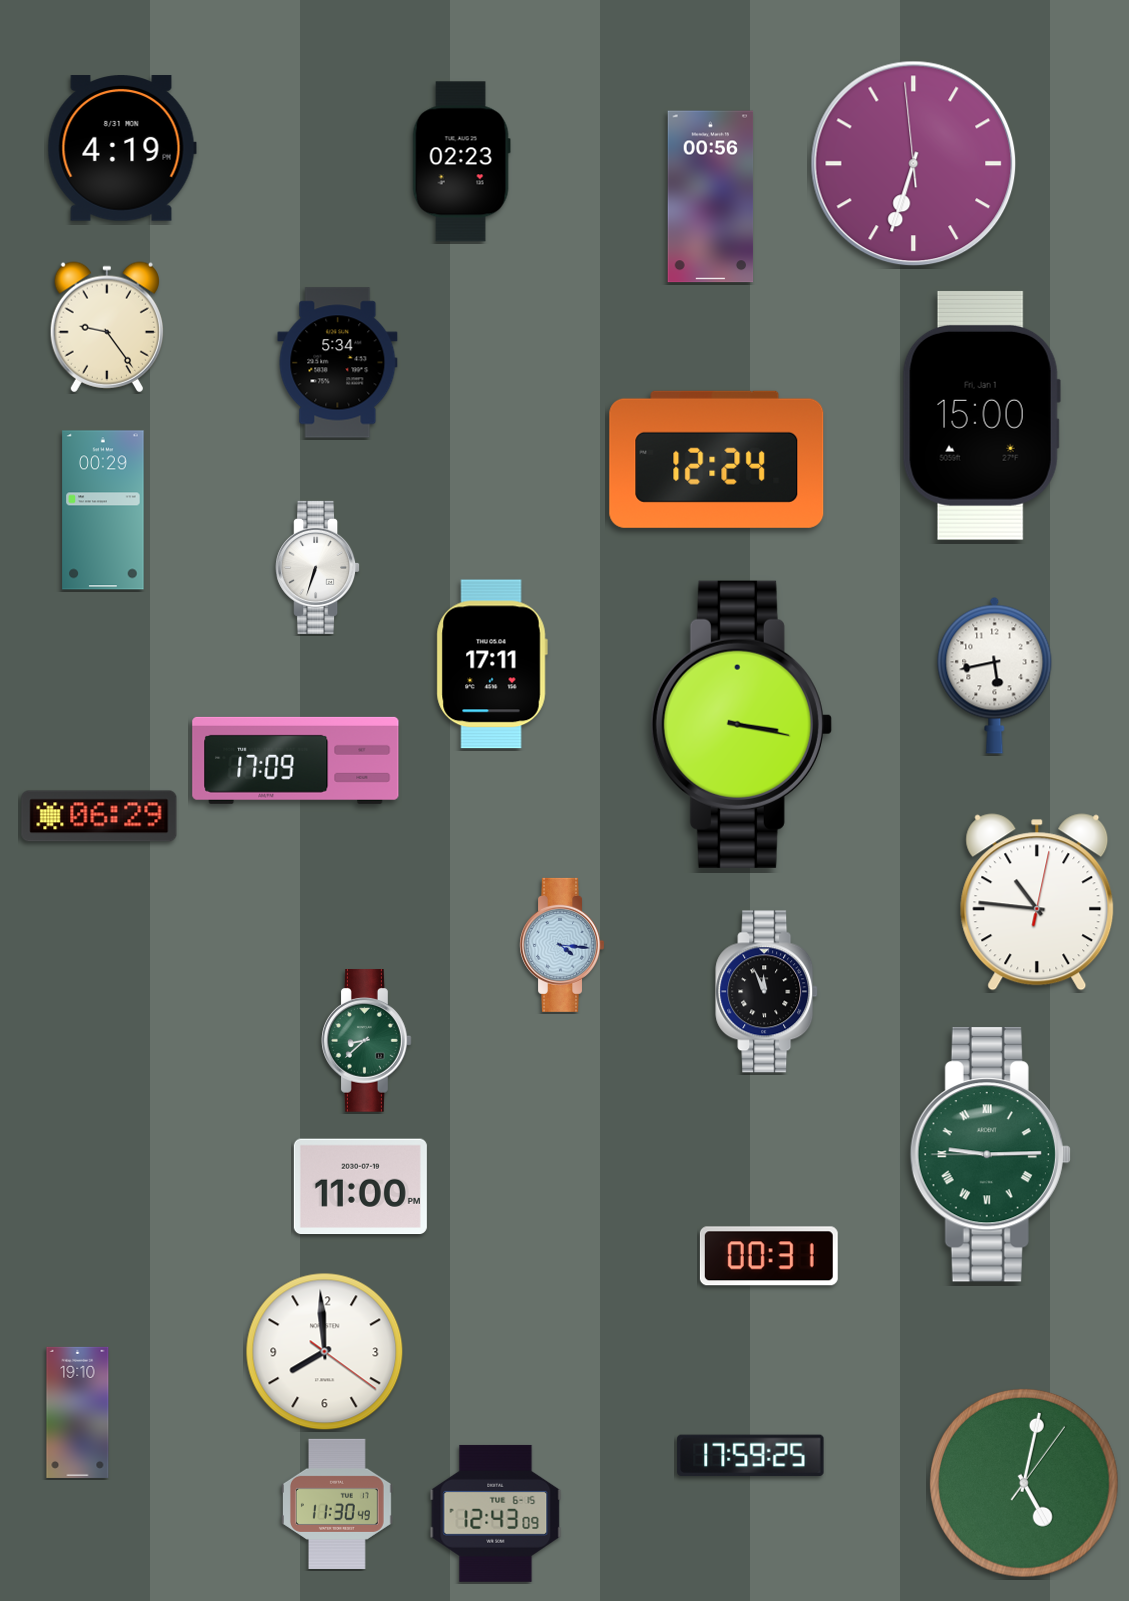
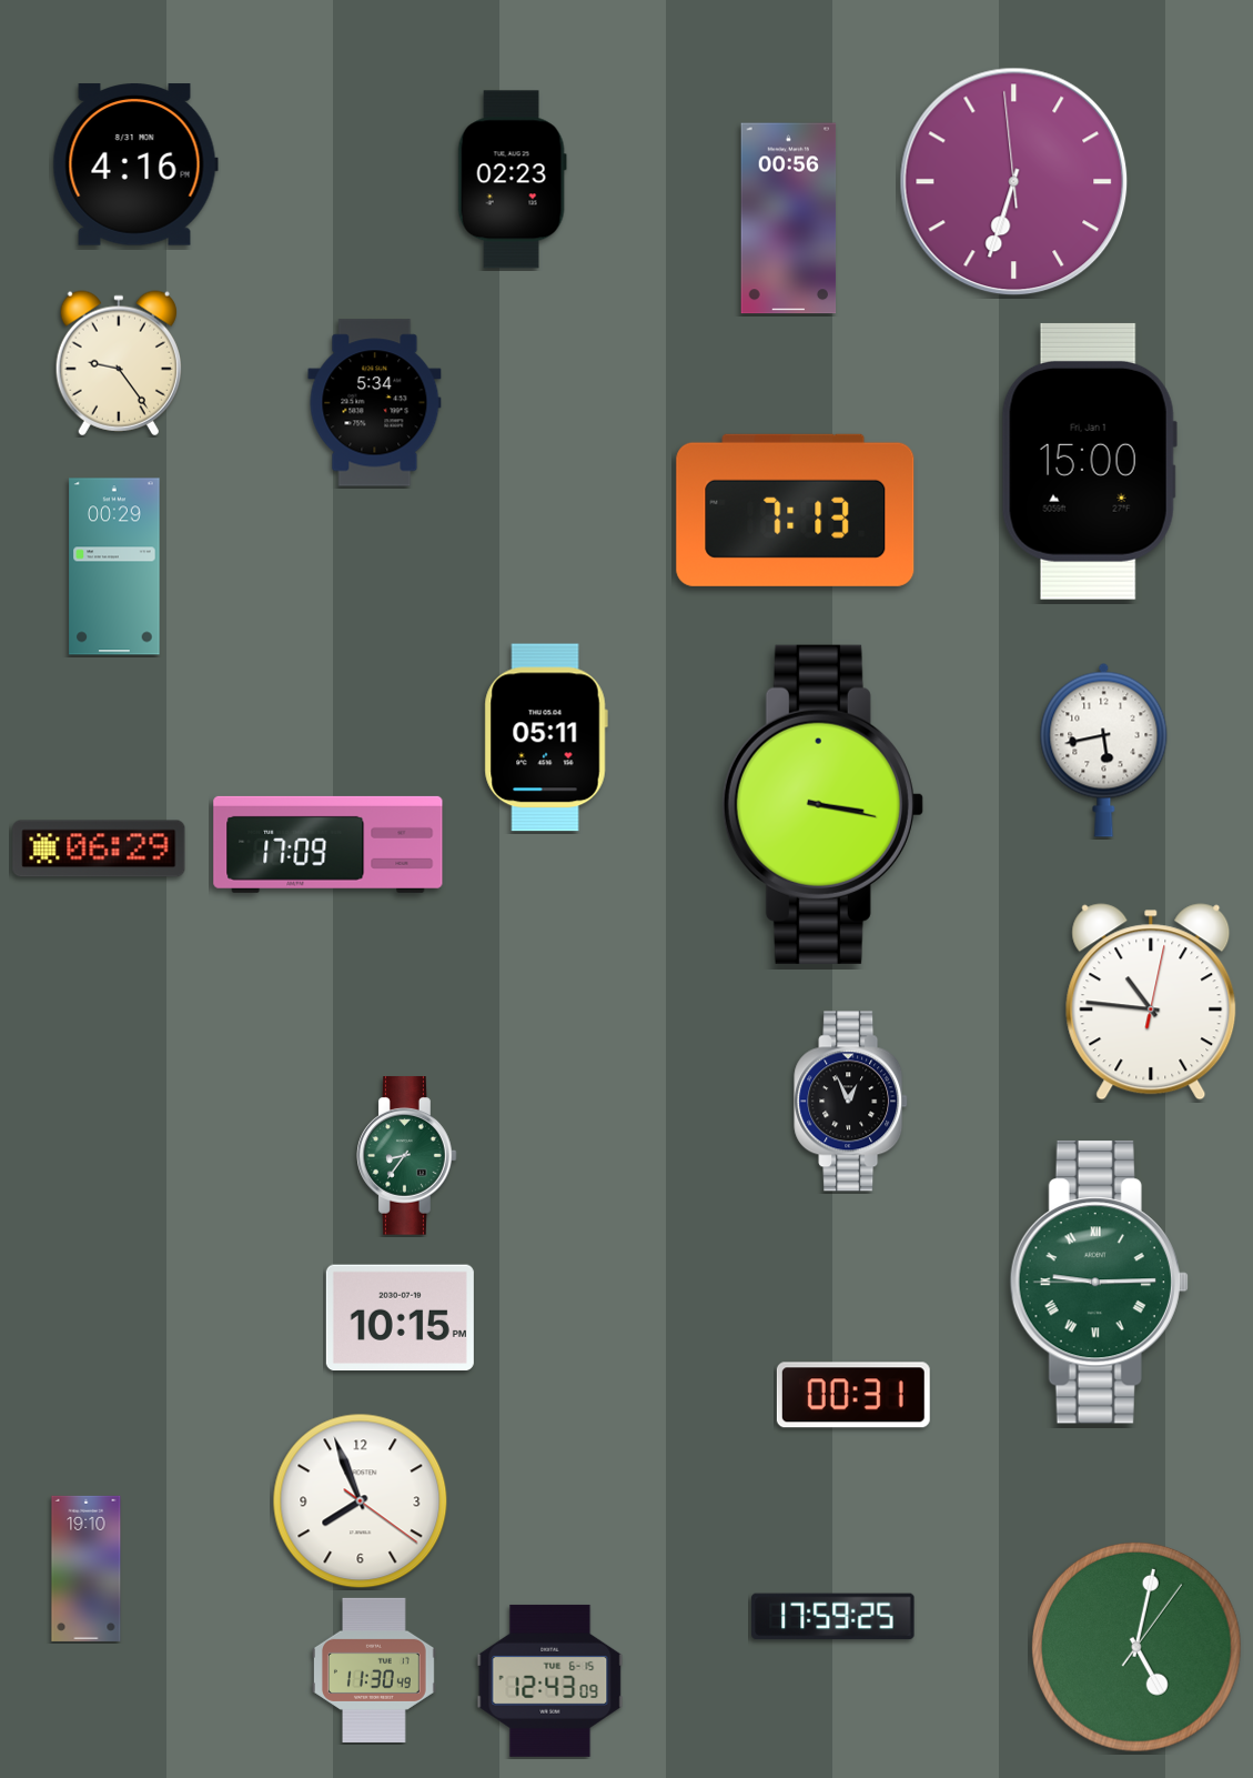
clock at (122, 148): 4:19 -> 4:16
clock at (717, 459): 12:24 -> 7:13
clock at (318, 567): 6:33 -> none
clock at (492, 664): 17:11 -> 05:11
clock at (99, 816) position: (99, 816) -> (99, 848)
clock at (562, 945): 4:16 -> none
clock at (767, 992): 11:56 -> 12:56
clock at (367, 1041): 8:38 -> 8:36
clock at (360, 1187): 11:00 -> 10:15
clock at (325, 1352): 7:59 -> 7:56
